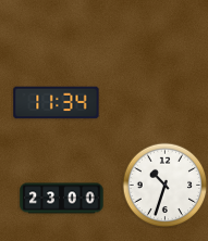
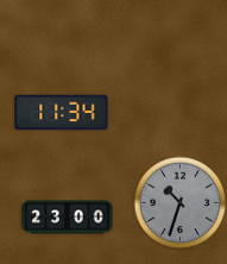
clock at (164, 185) dial: white -> grey
